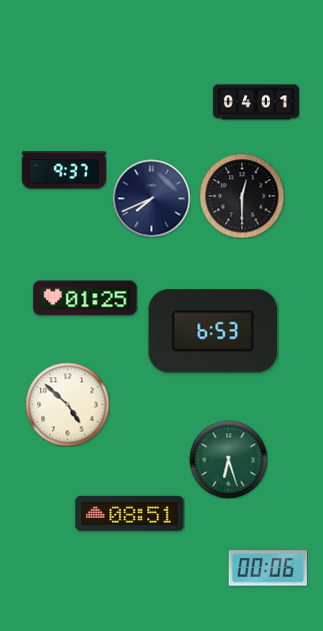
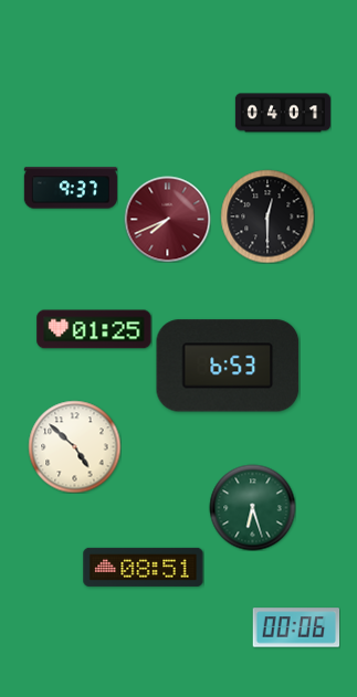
clock at (151, 198) dial: navy -> burgundy
clock at (213, 331) position: (213, 331) -> (228, 366)
